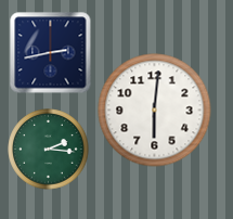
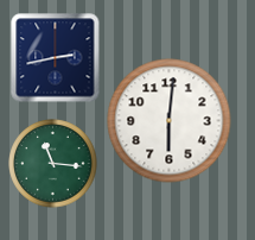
clock at (49, 150): 2:16 -> 11:16
